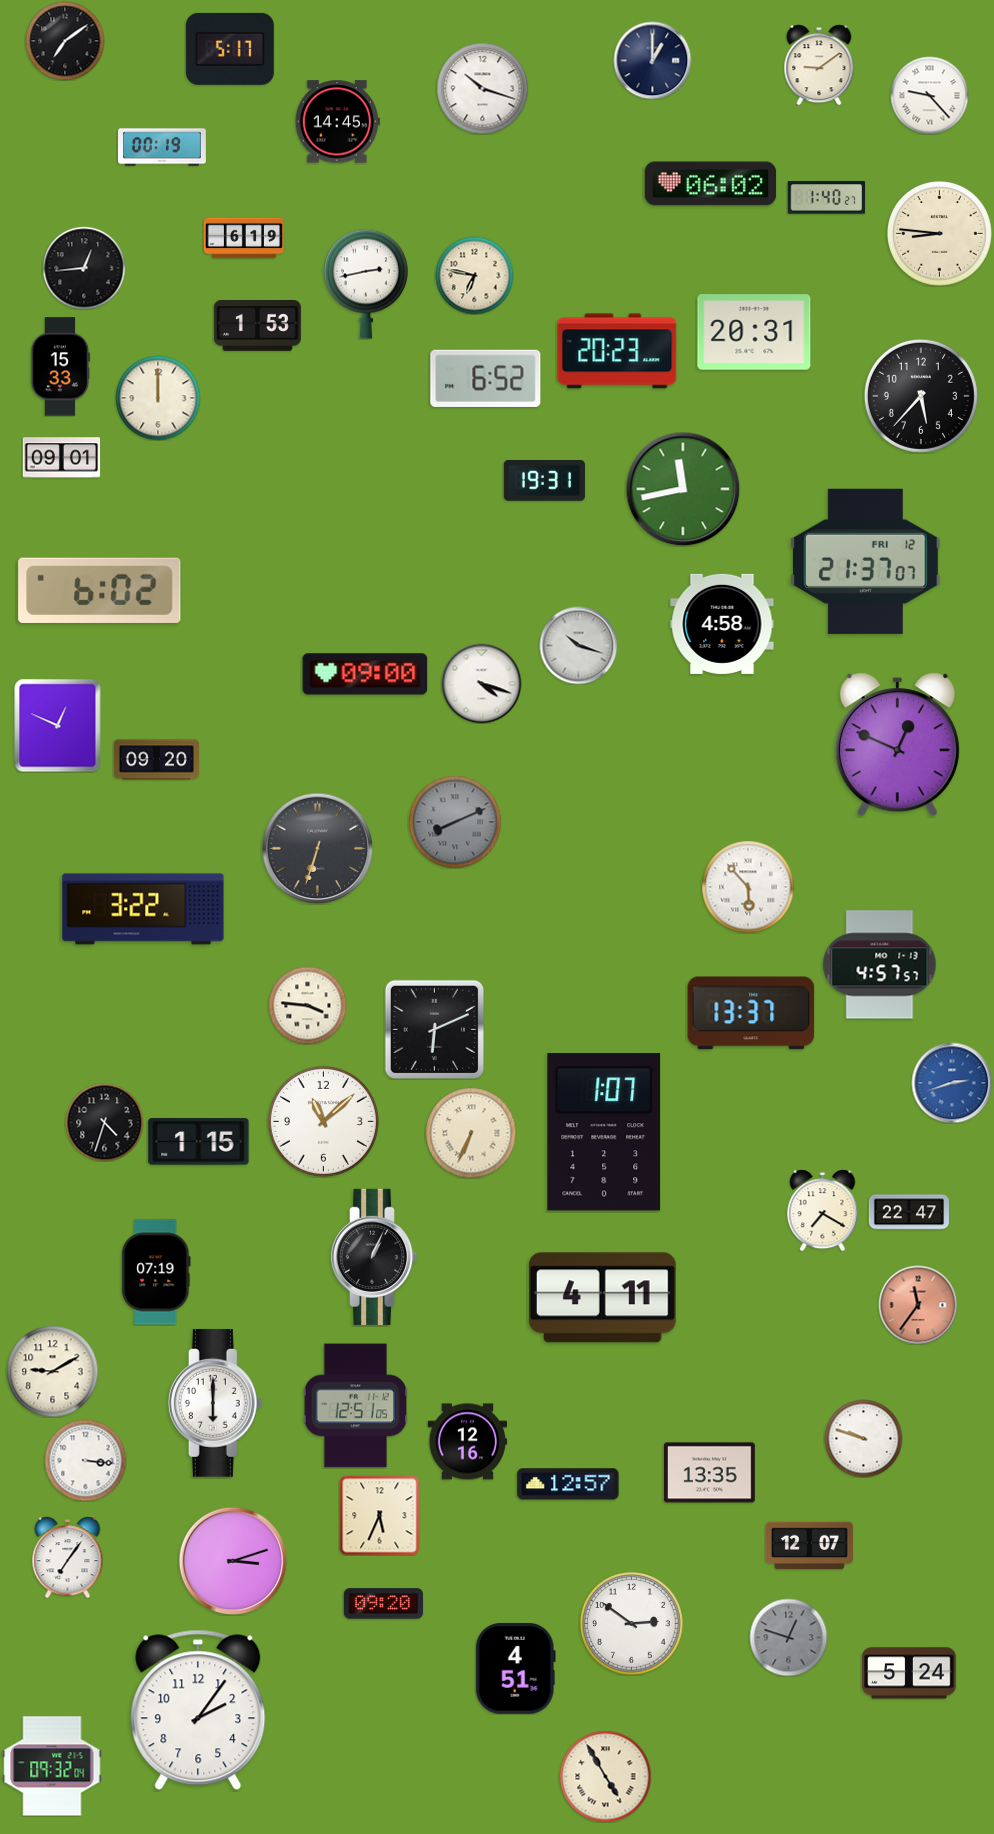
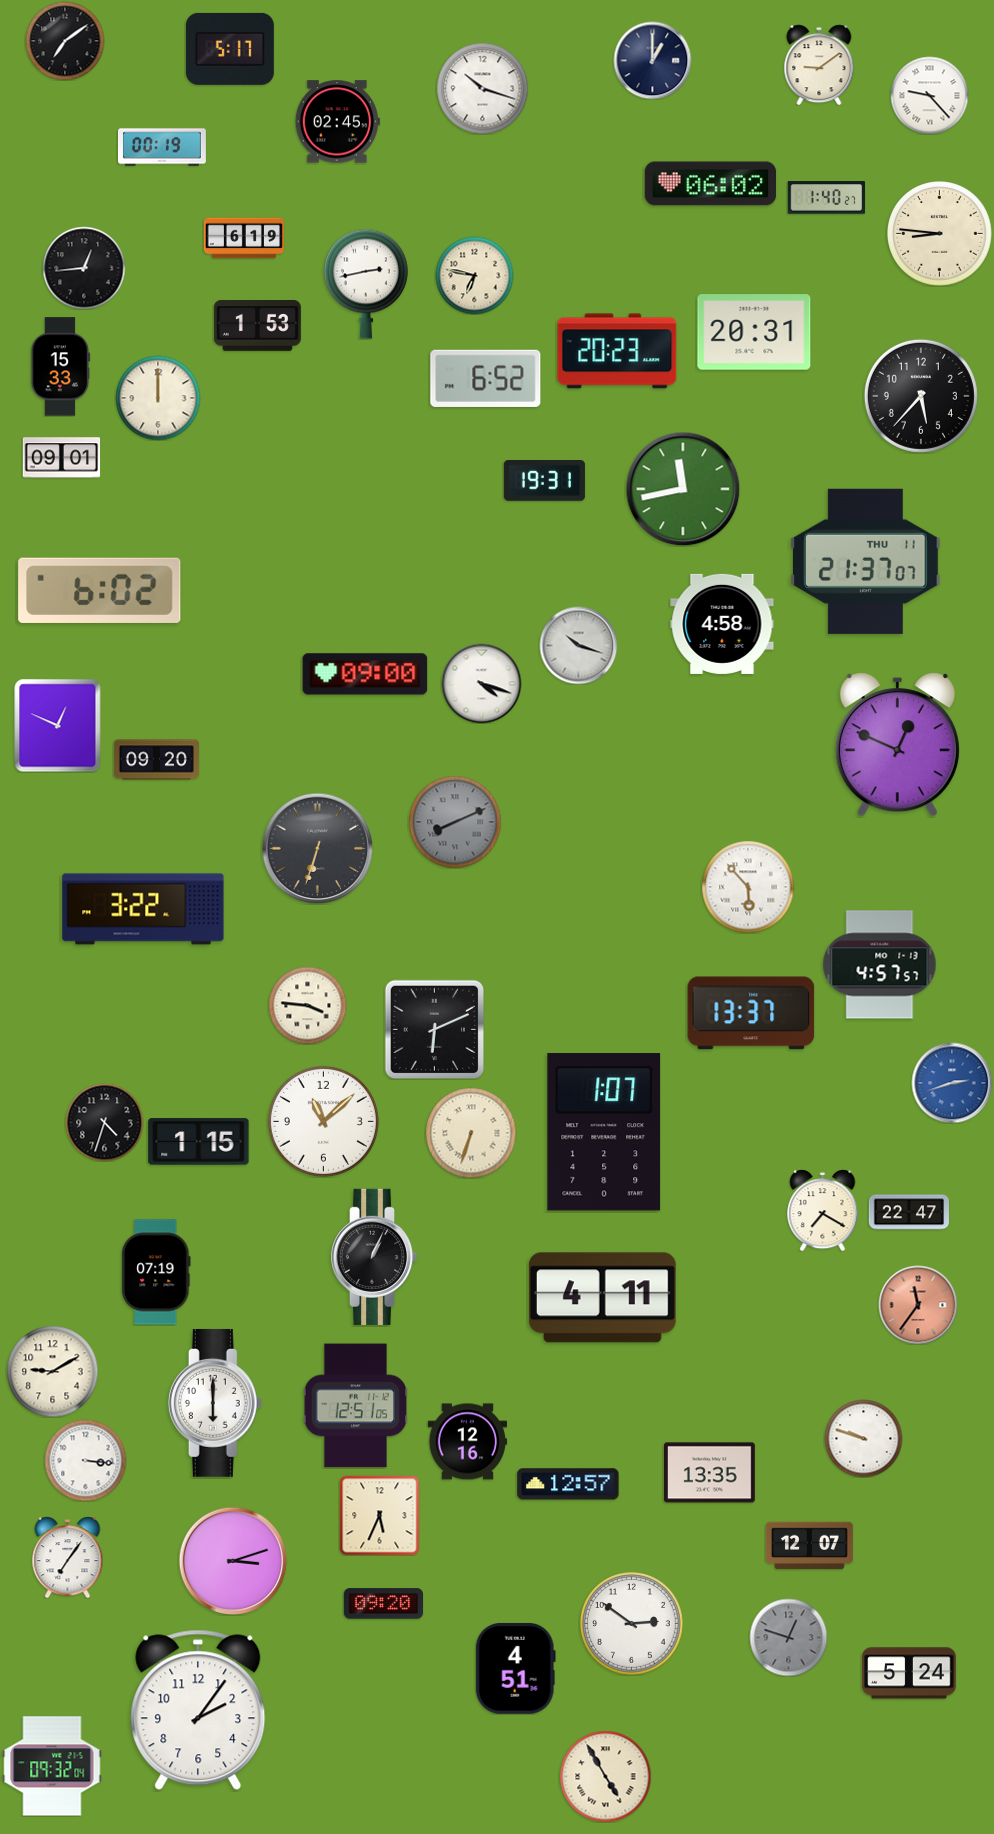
clock at (337, 122): 14:45 -> 02:45
clock at (866, 561) date: FRI 12 -> THU 11
clock at (471, 1133): 6:34 -> 6:33
